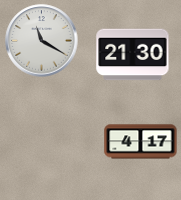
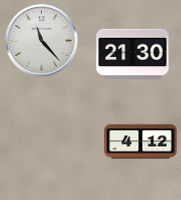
clock at (42, 41): 11:20 -> 11:23
clock at (141, 142): 4:17 -> 4:12
